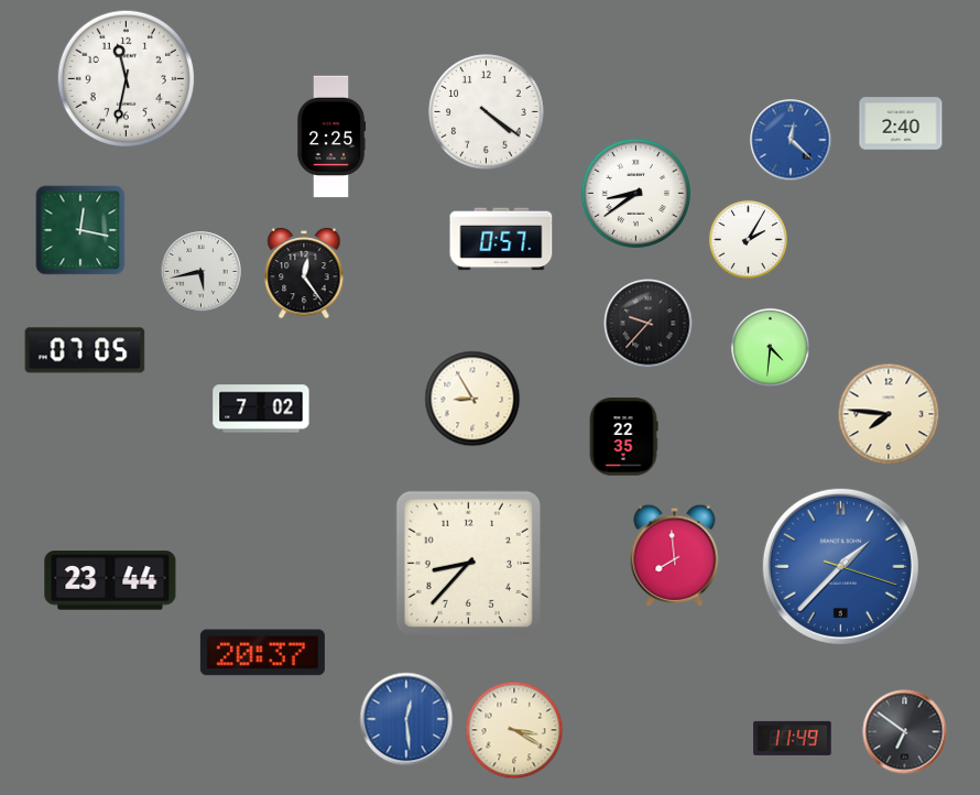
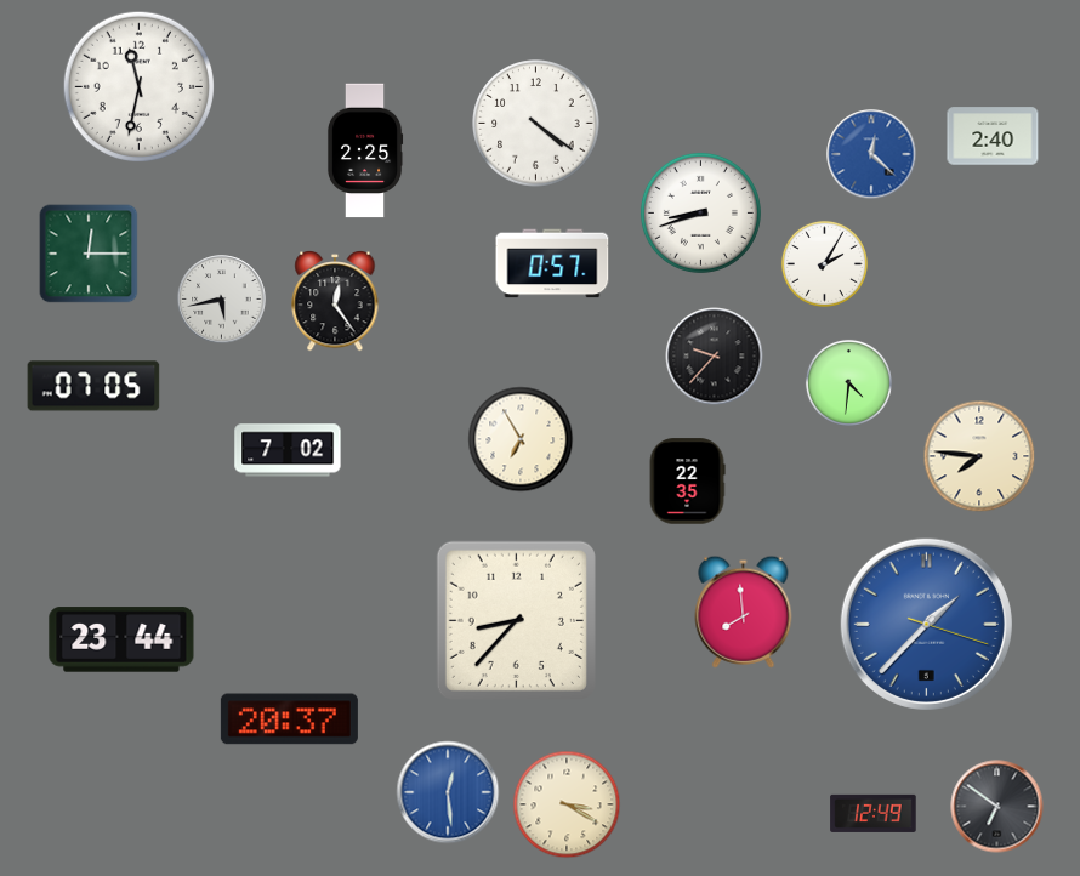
clock at (635, 193): 8:39 -> 8:42
clock at (80, 230): 12:17 -> 12:15
clock at (472, 399): 8:55 -> 6:55
clock at (793, 738): 11:49 -> 12:49
